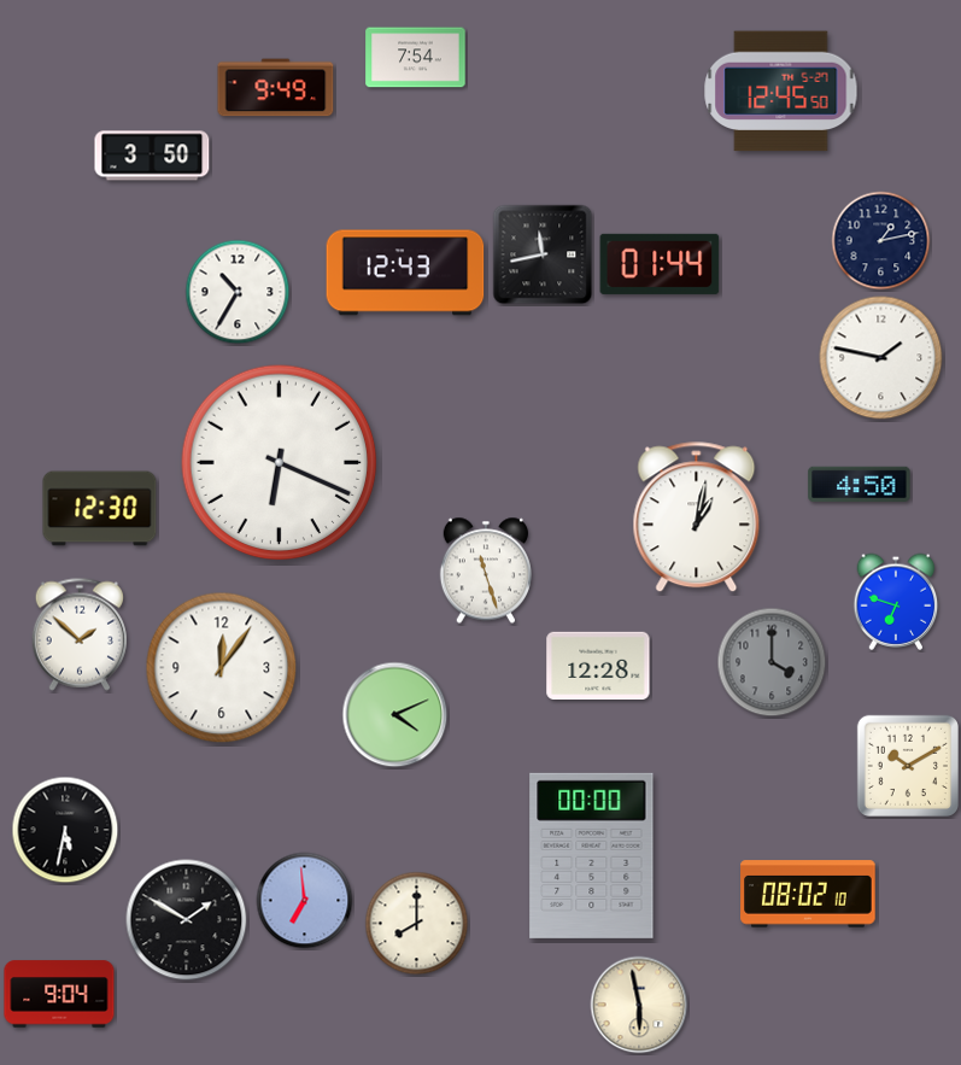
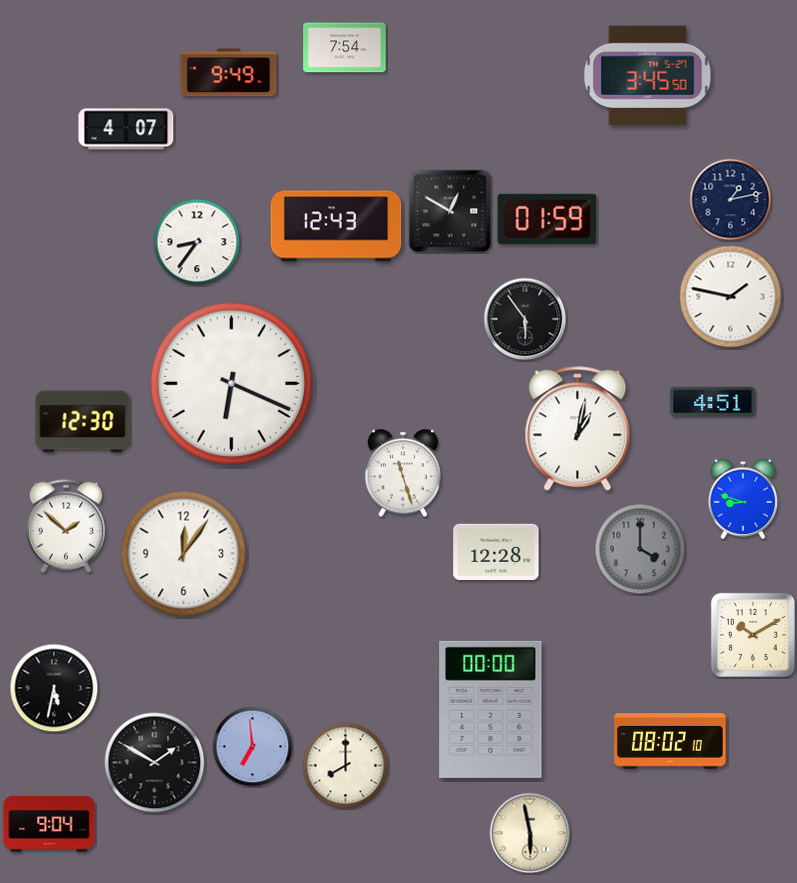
clock at (781, 92): 12:45 -> 3:45
clock at (152, 156): 3:50 -> 4:07
clock at (543, 254): 11:43 -> 12:50
clock at (660, 264): 01:44 -> 01:59
clock at (238, 292): 10:35 -> 8:36
clock at (525, 319): none -> 5:54
clock at (860, 484): 4:50 -> 4:51
clock at (896, 602): 6:48 -> 8:48
clock at (395, 715): 4:11 -> none
